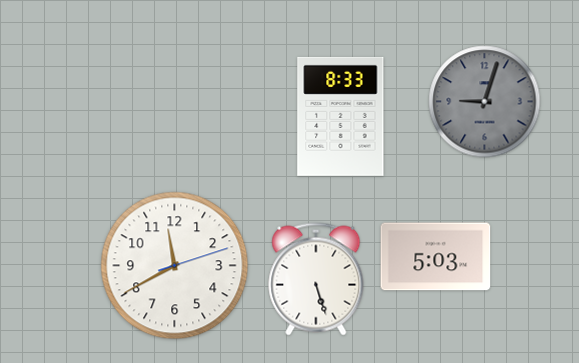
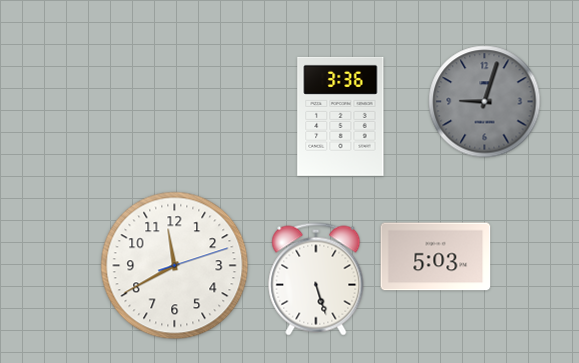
clock at (341, 116): 8:33 -> 3:36
